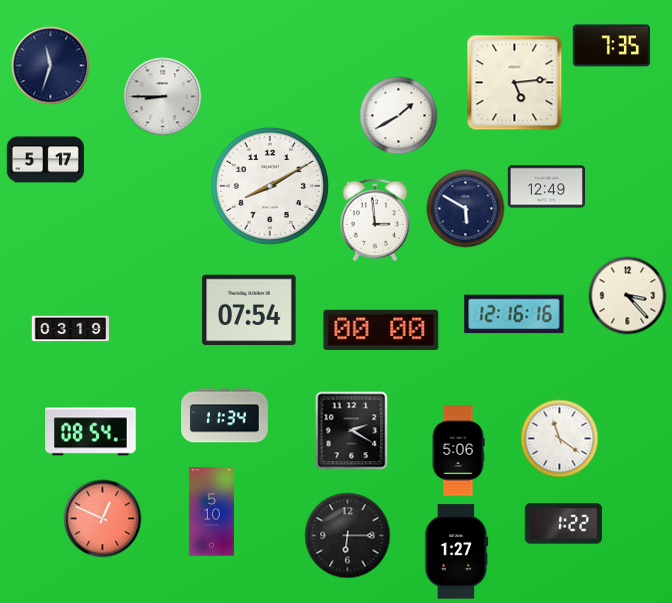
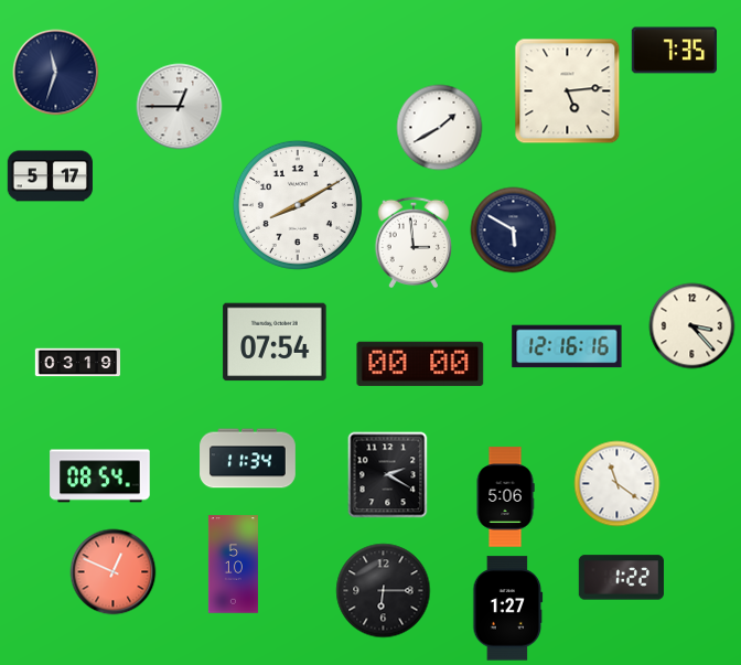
clock at (162, 96): 8:45 -> 12:45
clock at (546, 187): 12:49 -> none
clock at (457, 552) position: (457, 552) -> (508, 609)
